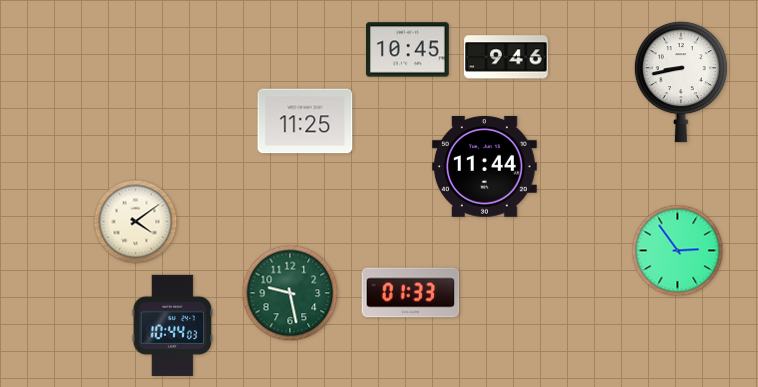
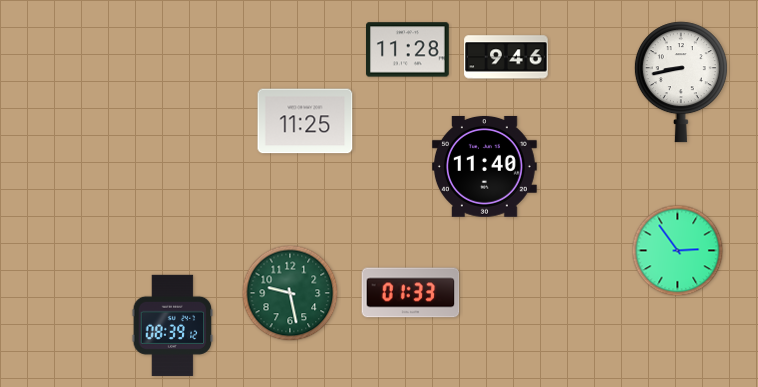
clock at (408, 50): 10:45 -> 11:28
clock at (484, 166): 11:44 -> 11:40
clock at (136, 222): 4:09 -> none
clock at (173, 325): 10:44 -> 08:39
